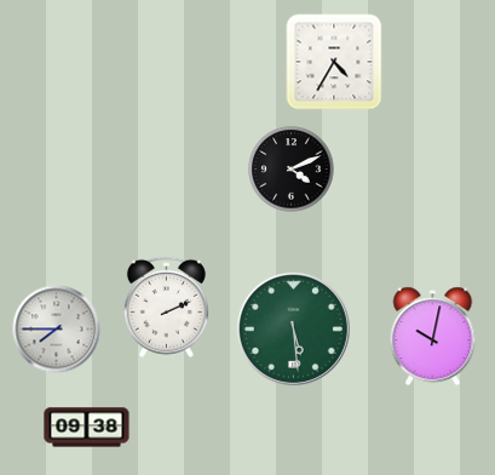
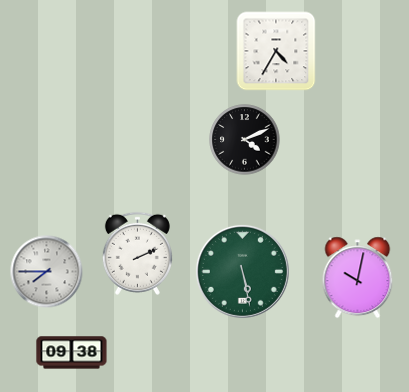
clock at (292, 170) position: (292, 170) -> (245, 140)
clock at (293, 328): 5:29 -> 5:28
